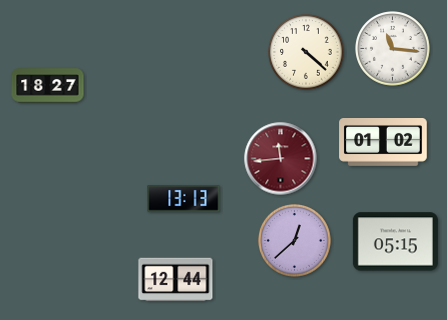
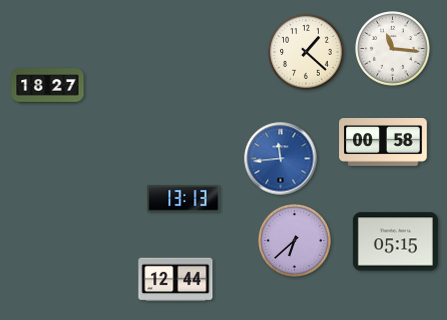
clock at (306, 52): 4:22 -> 1:22
clock at (383, 143): 01:02 -> 00:58
clock at (281, 159) dial: burgundy -> blue
clock at (295, 241): 12:38 -> 6:38
